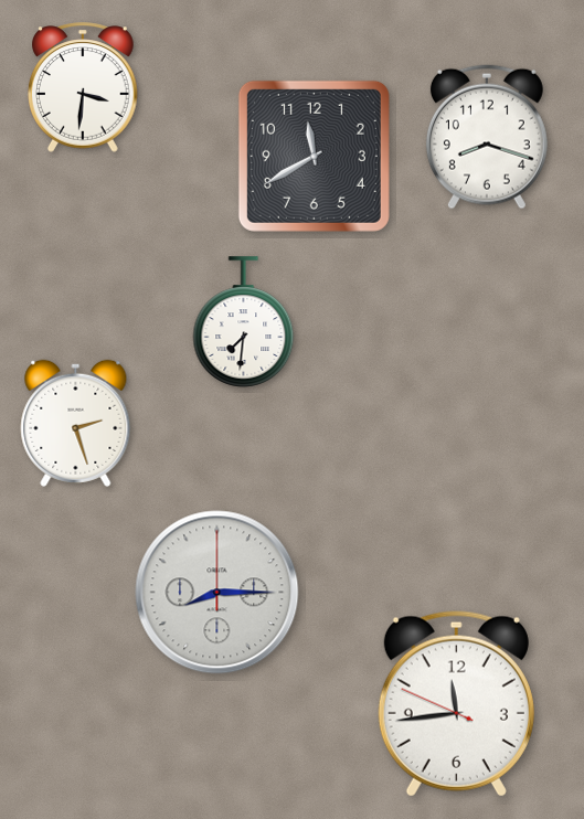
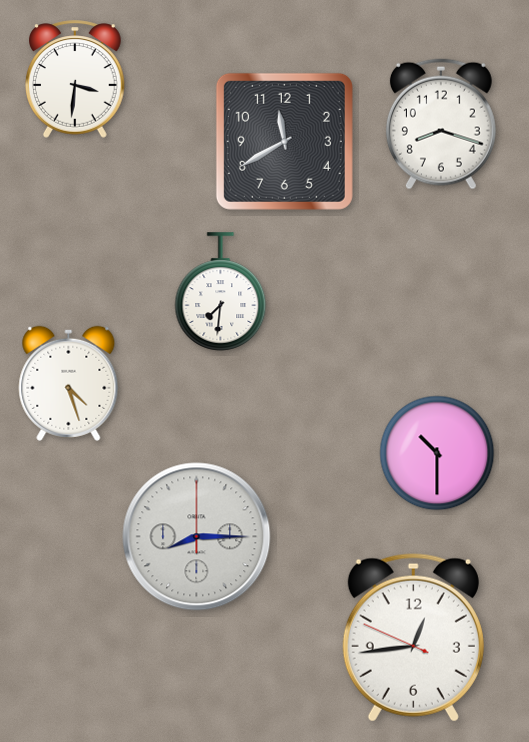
clock at (76, 423): 2:27 -> 4:27
clock at (437, 453): none -> 10:30
clock at (456, 704): 11:43 -> 12:43
